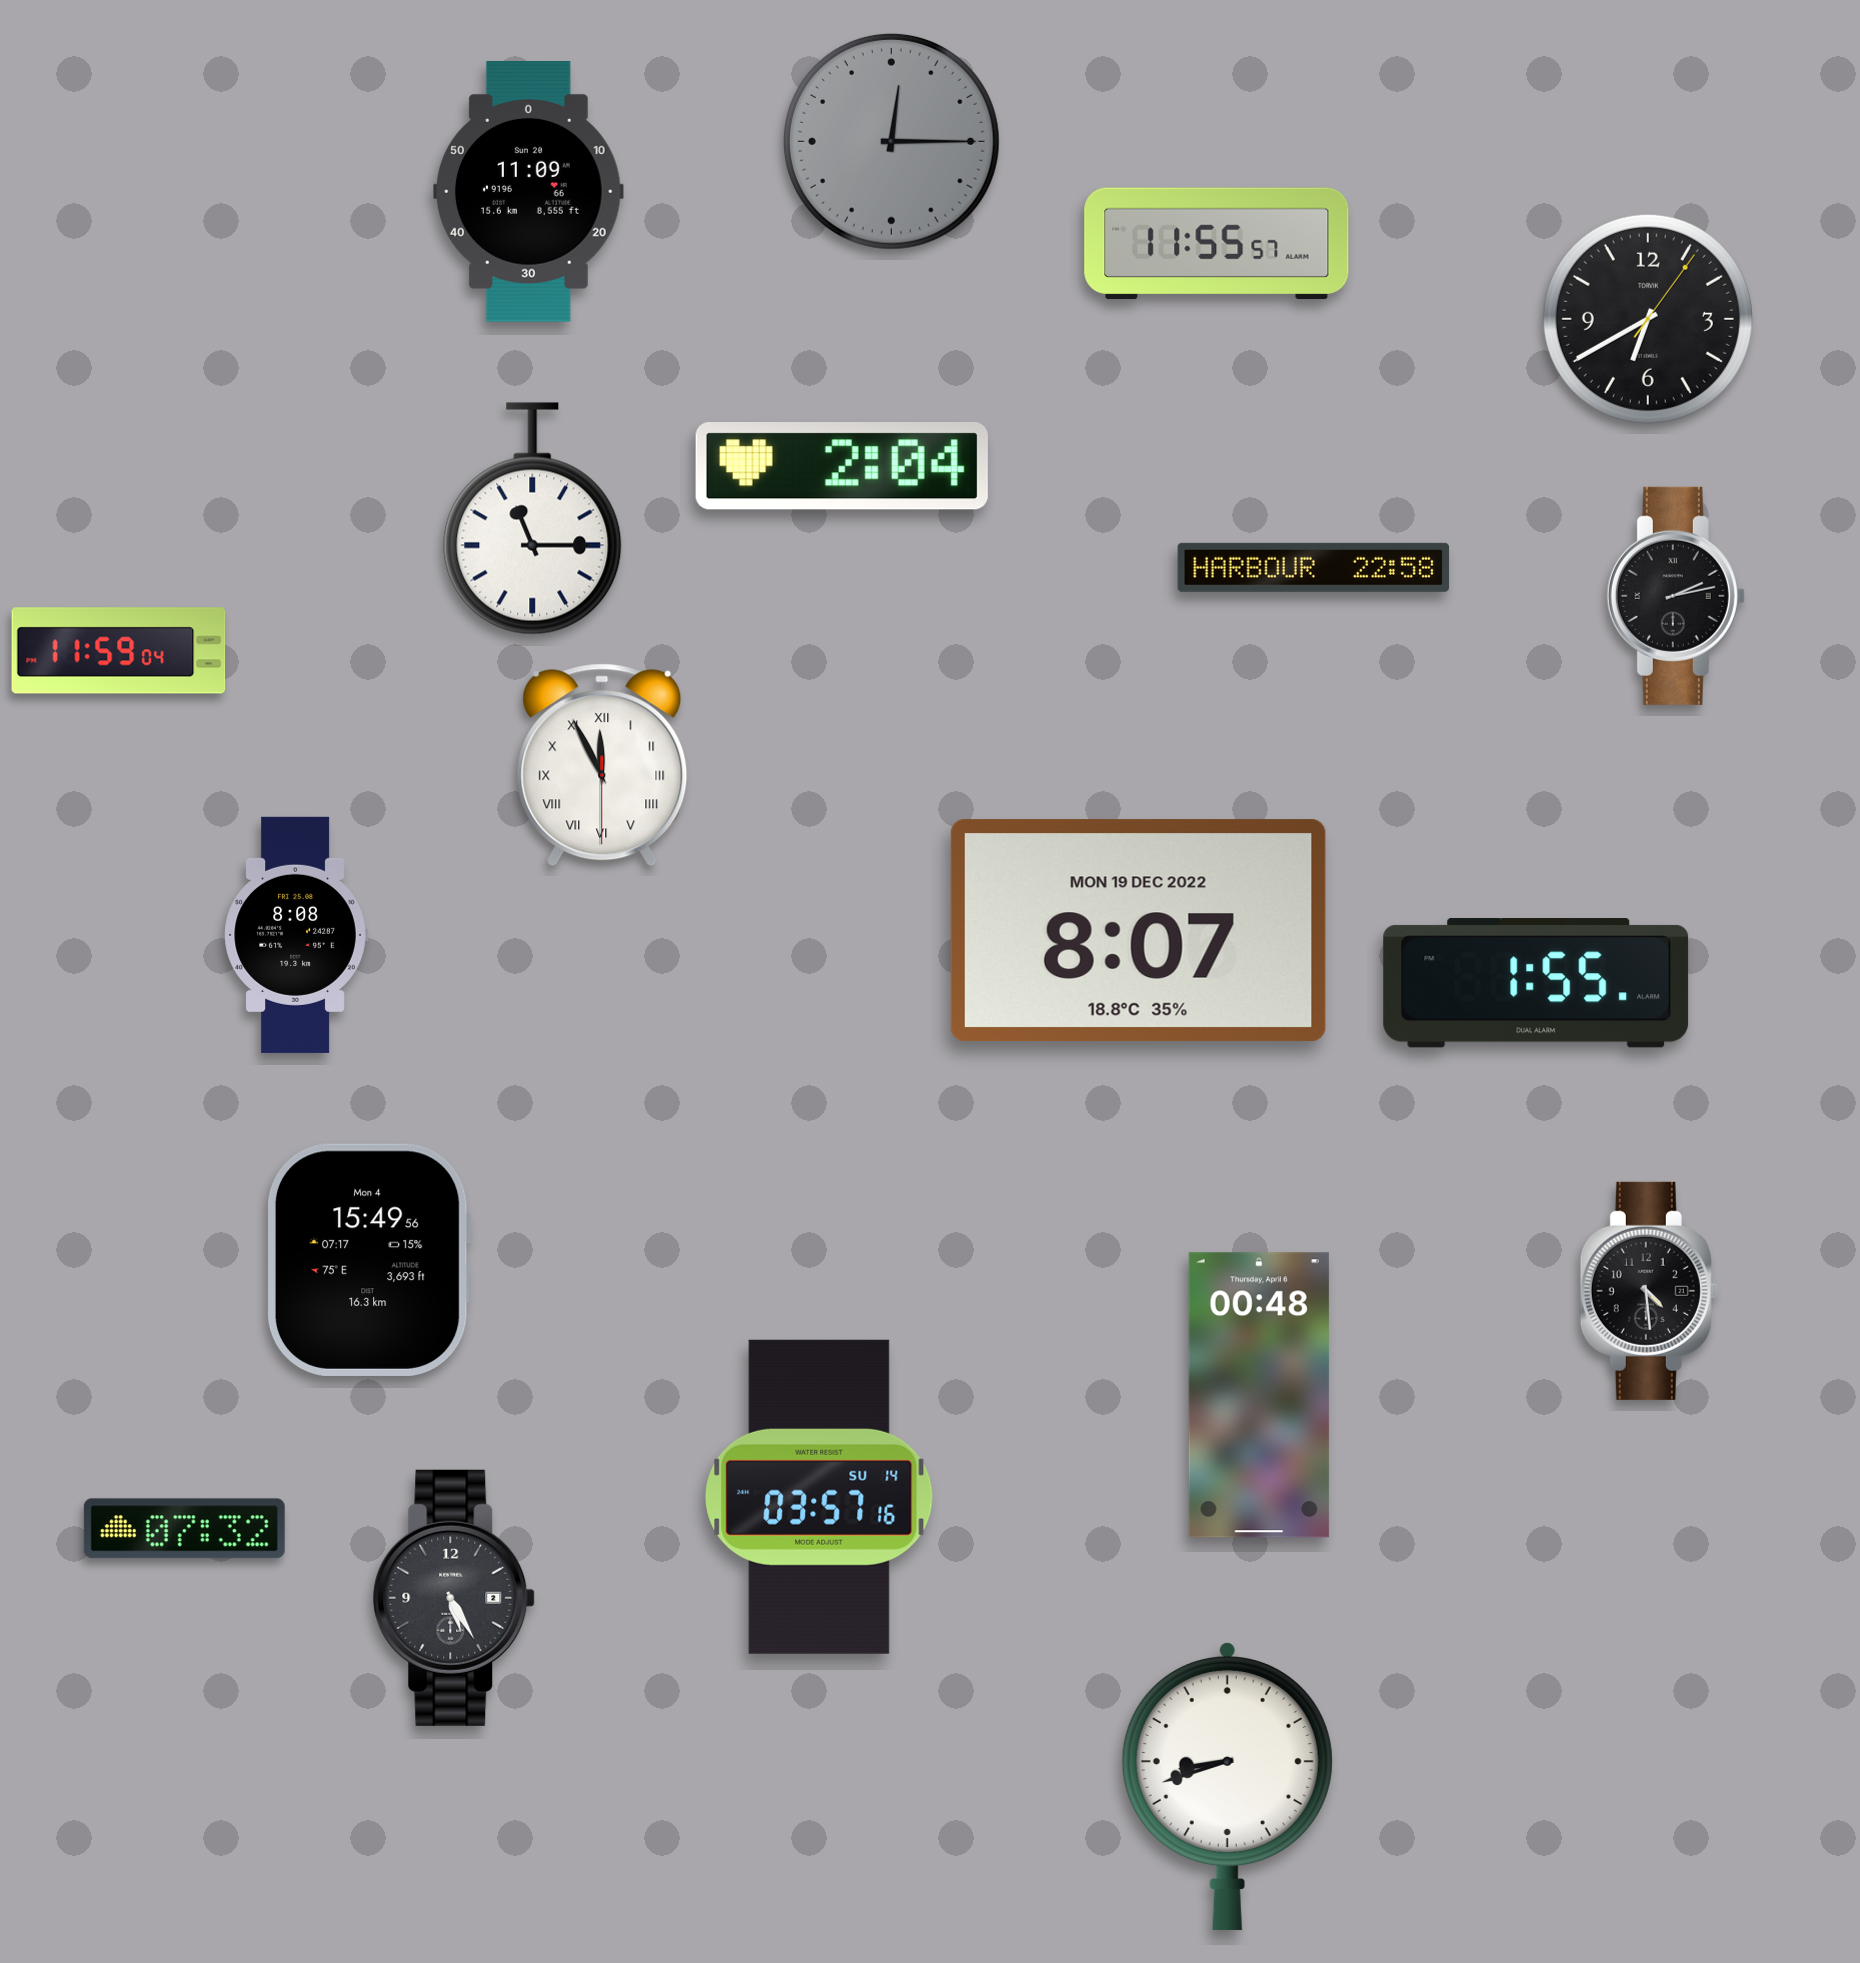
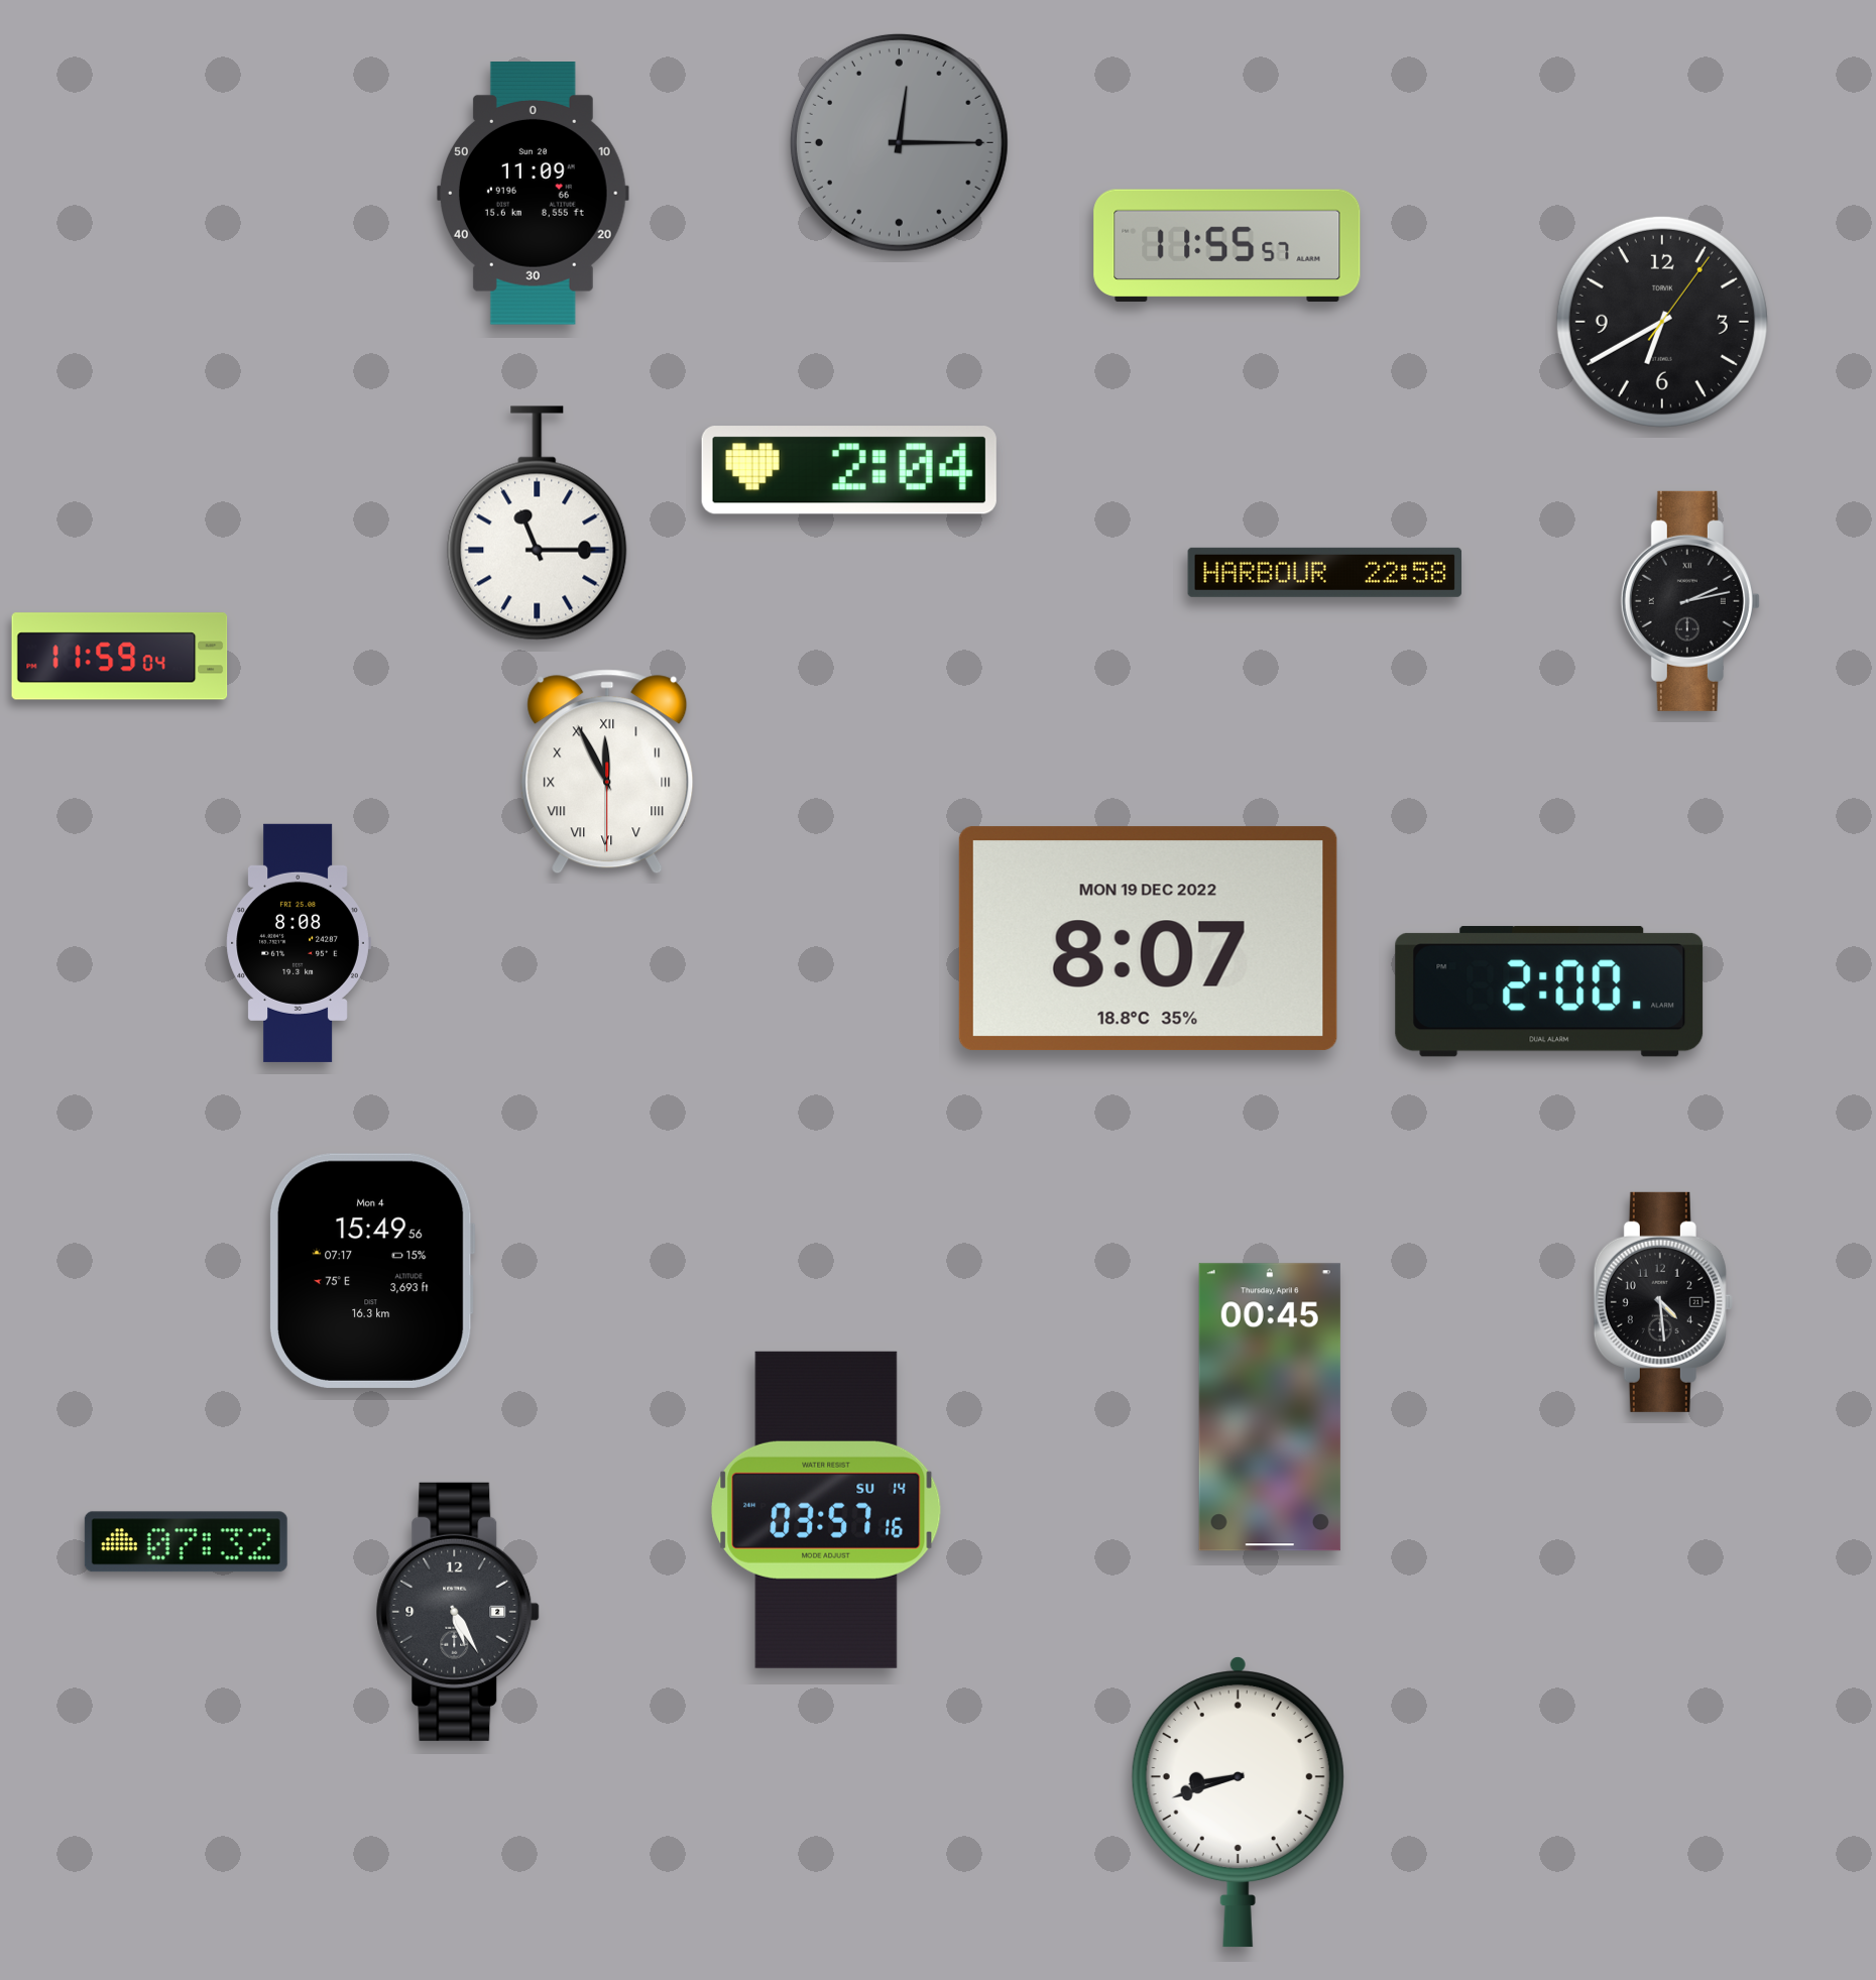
clock at (1536, 983): 1:55 -> 2:00
clock at (1259, 1395): 00:48 -> 00:45
